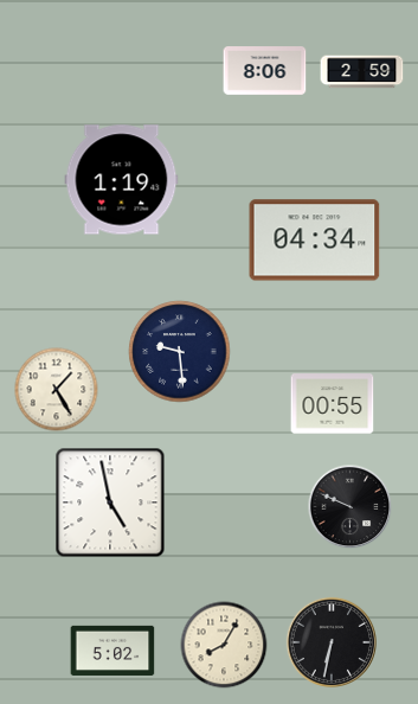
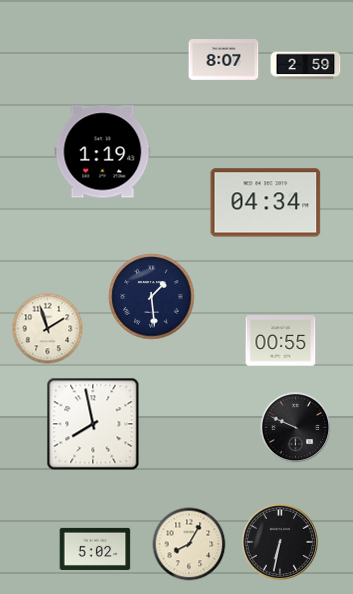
clock at (265, 71): 8:06 -> 8:07
clock at (362, 72) position: (362, 72) -> (306, 66)
clock at (180, 352): 9:29 -> 1:29
clock at (57, 390): 1:25 -> 1:57
clock at (110, 503): 4:58 -> 7:58
